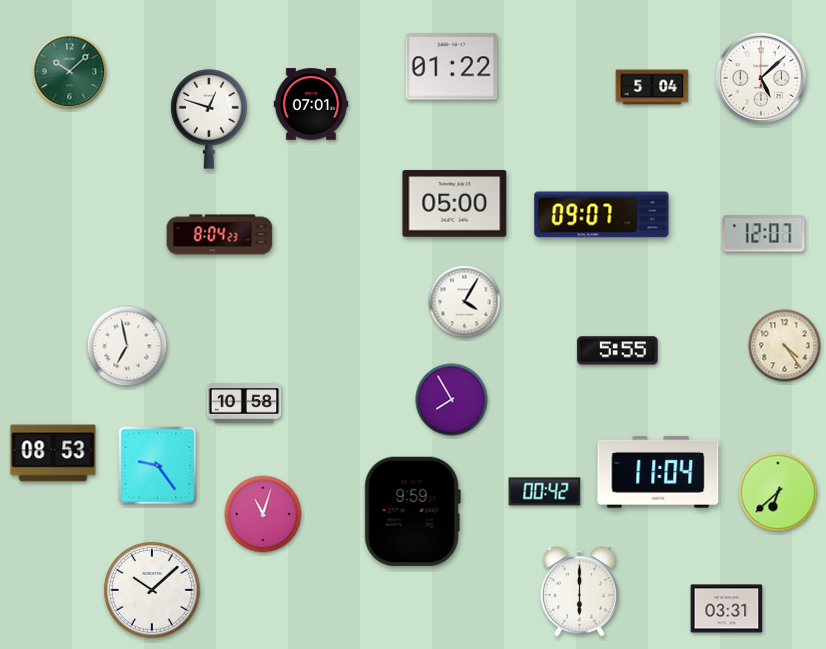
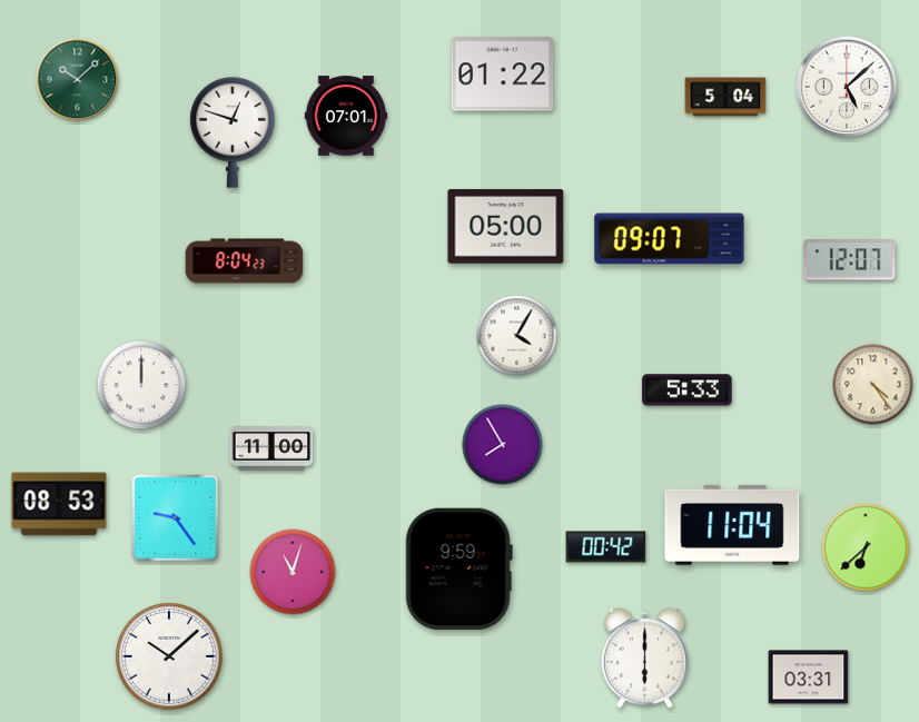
clock at (127, 346): 6:58 -> 12:00
clock at (618, 351): 5:55 -> 5:33
clock at (244, 403): 10:58 -> 11:00
